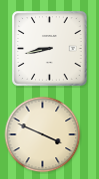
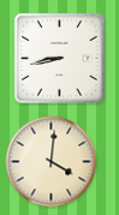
clock at (43, 135): 3:49 -> 4:01
